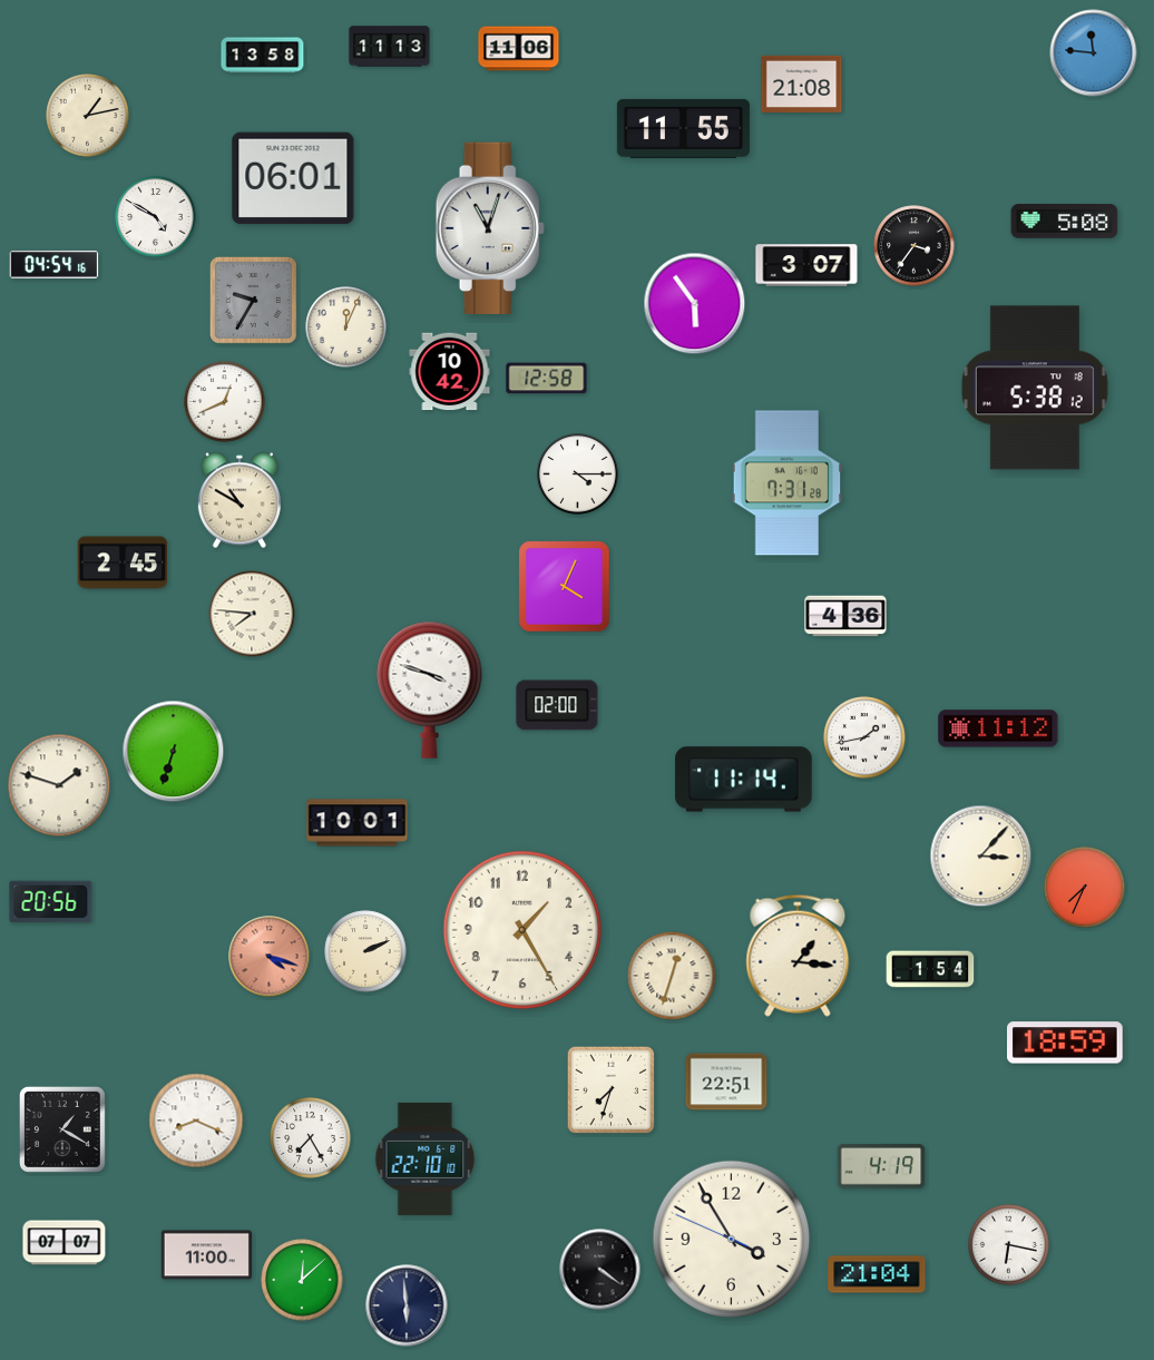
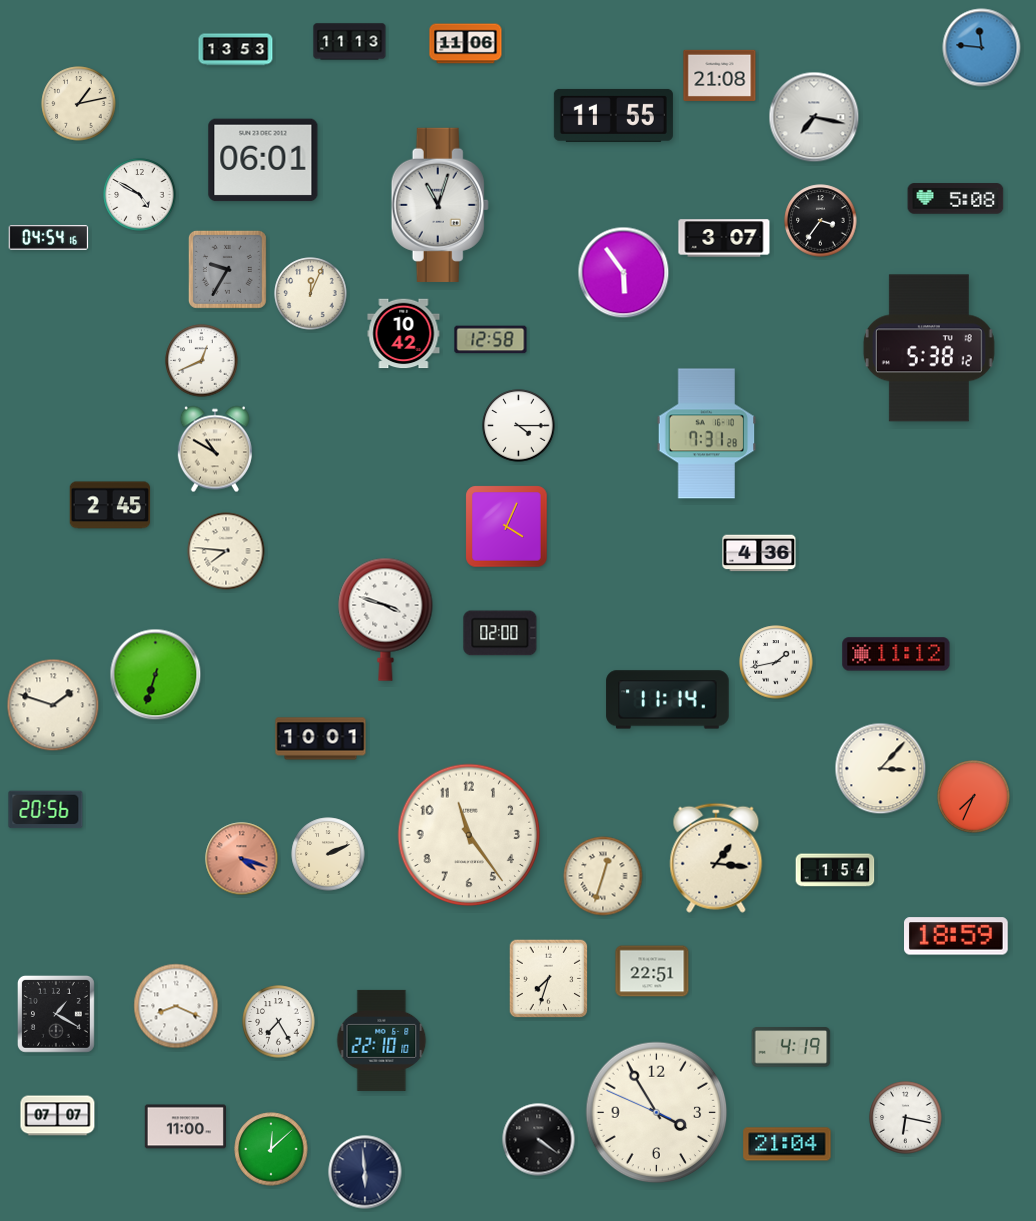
clock at (263, 56): 13:58 -> 13:53
clock at (814, 117): none -> 7:17
clock at (522, 930): 1:25 -> 11:24
